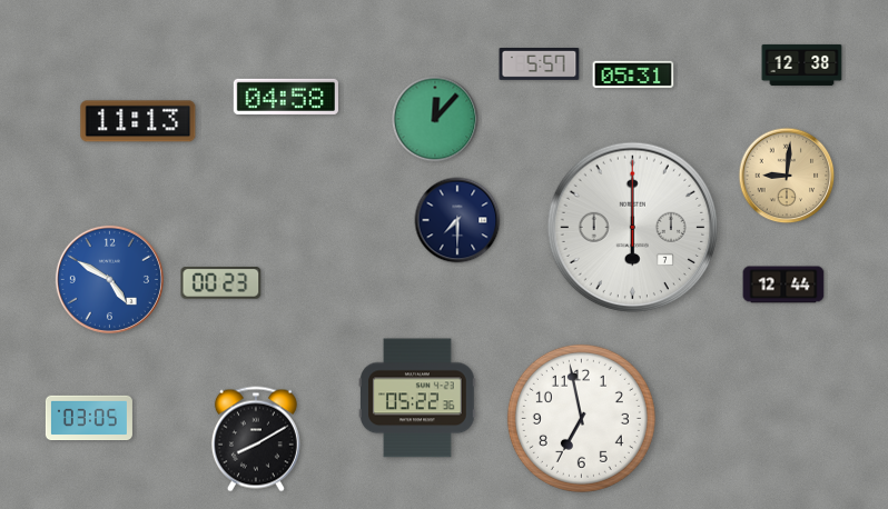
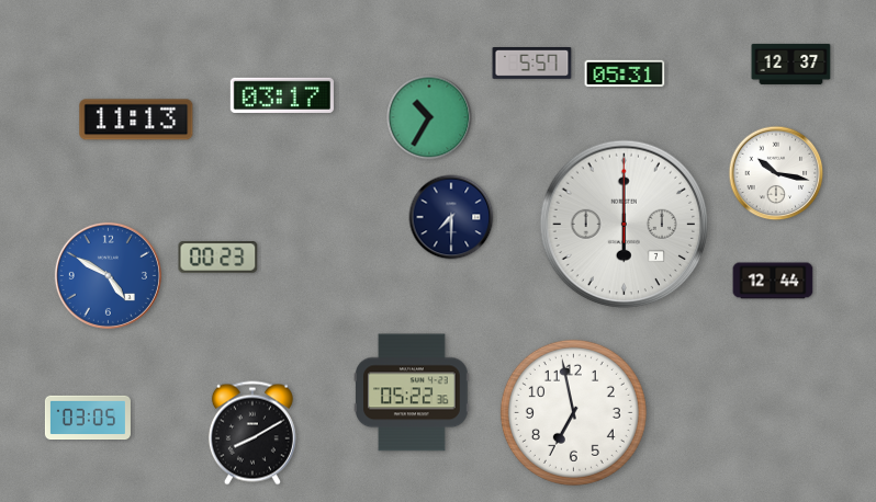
clock at (802, 64): 12:38 -> 12:37
clock at (286, 97): 04:58 -> 03:17
clock at (435, 119): 12:07 -> 10:35
clock at (787, 176): 9:01 -> 10:17
clock at (787, 176) dial: champagne -> white
clock at (221, 283) position: (221, 283) -> (218, 258)
clock at (89, 418) position: (89, 418) -> (88, 418)
